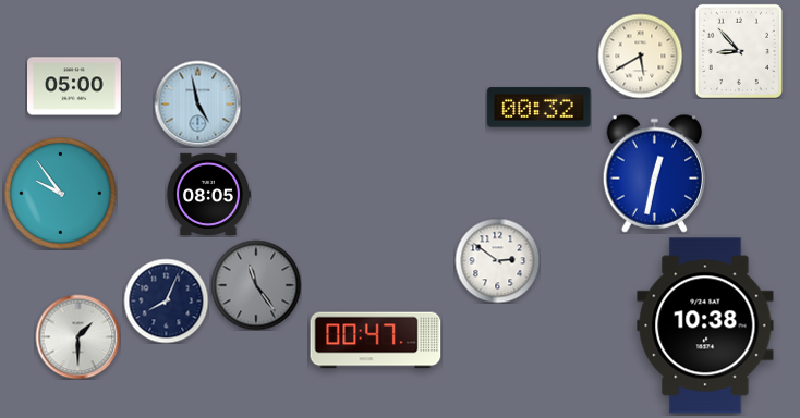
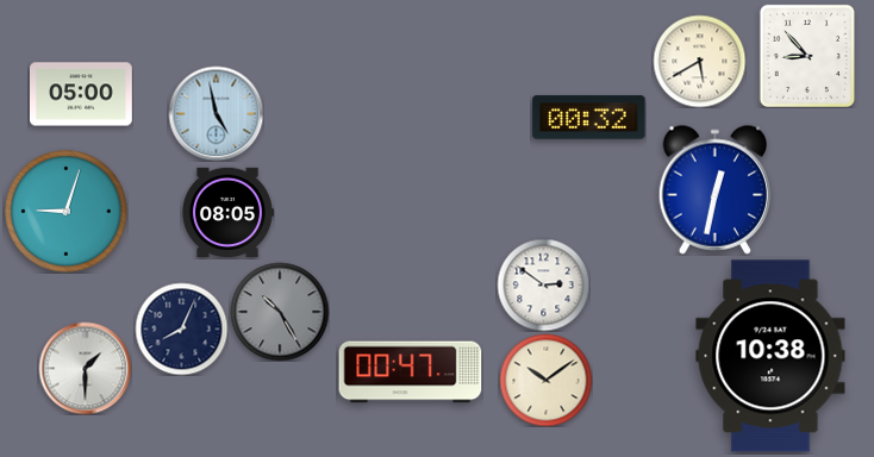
clock at (61, 194): 9:54 -> 9:03
clock at (256, 285): 11:24 -> 10:25
clock at (545, 380): none -> 10:09
